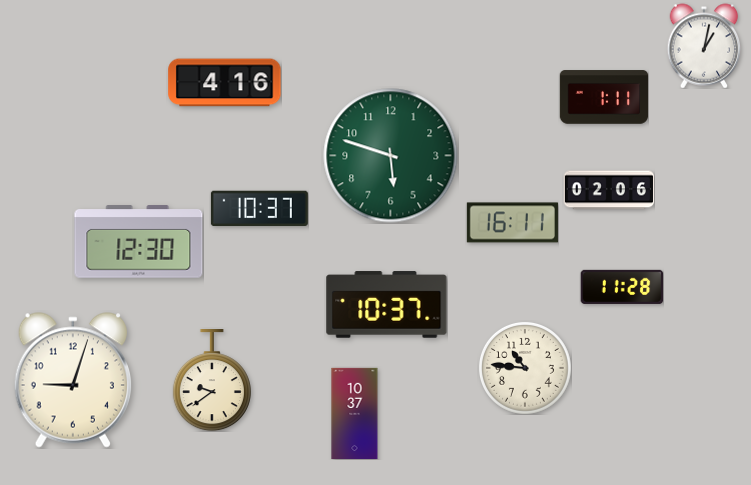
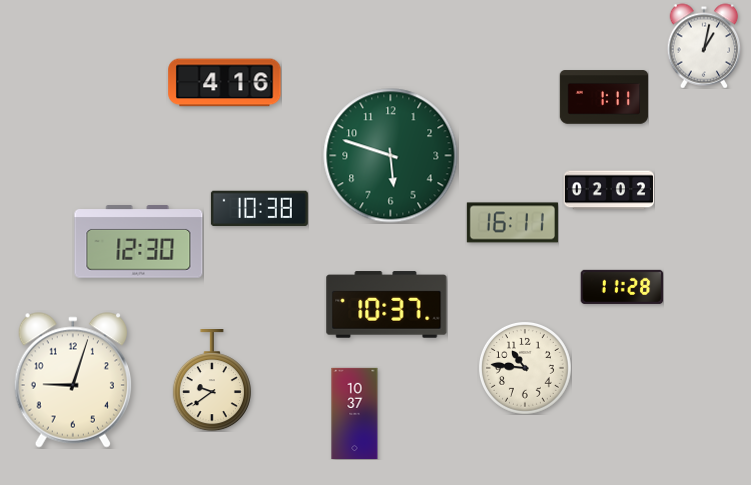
clock at (608, 190): 02:06 -> 02:02
clock at (259, 209): 10:37 -> 10:38
